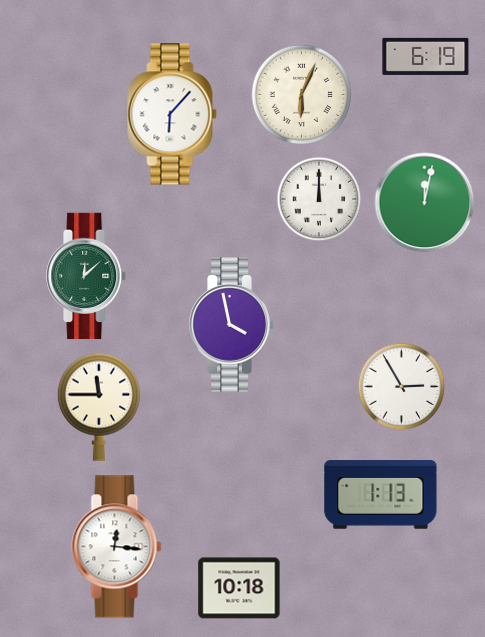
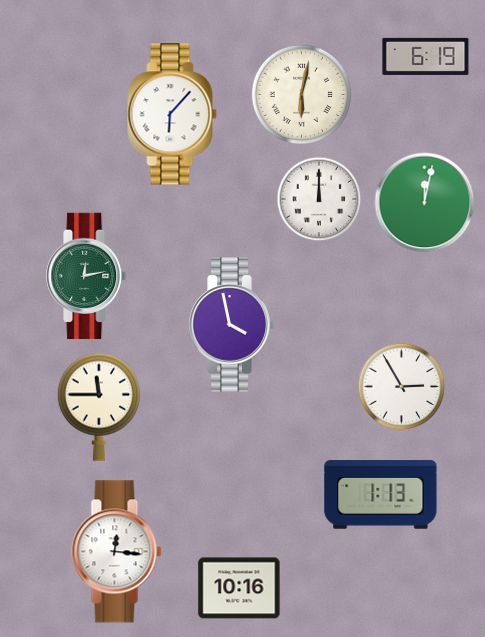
clock at (302, 95): 6:04 -> 6:02
clock at (87, 275): 12:08 -> 12:13
clock at (117, 547) position: (117, 547) -> (117, 552)
clock at (239, 588): 10:18 -> 10:16
